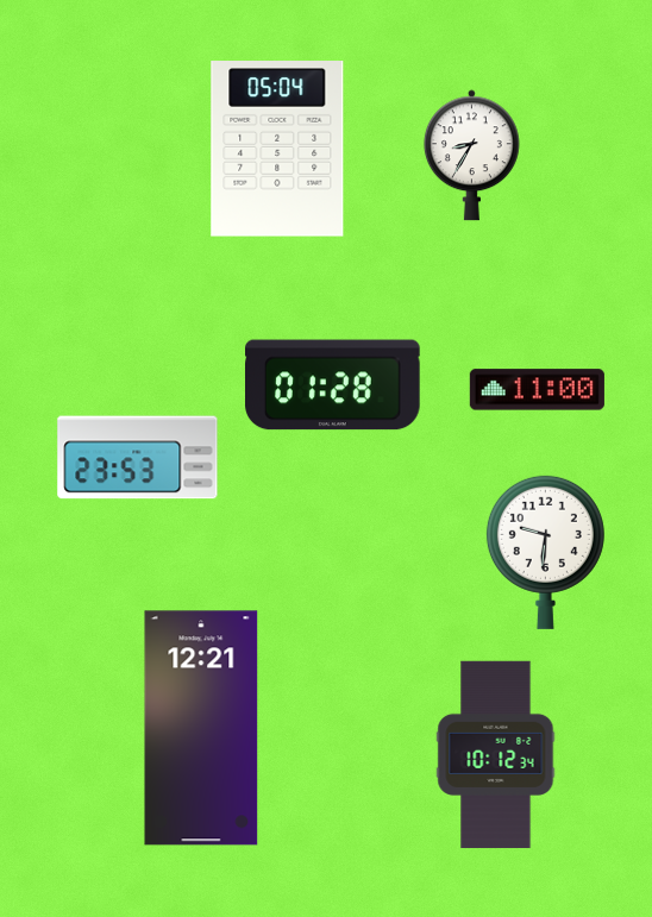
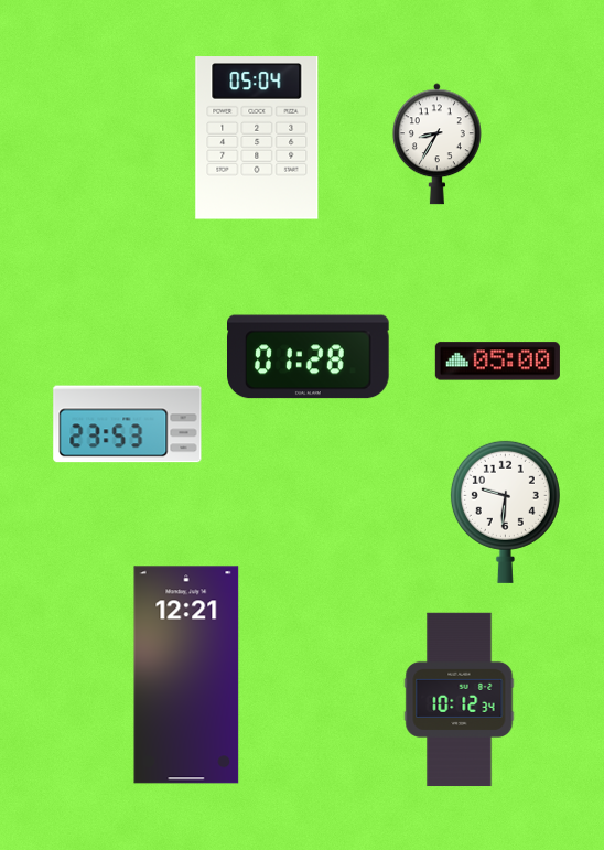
clock at (537, 390): 11:00 -> 05:00
